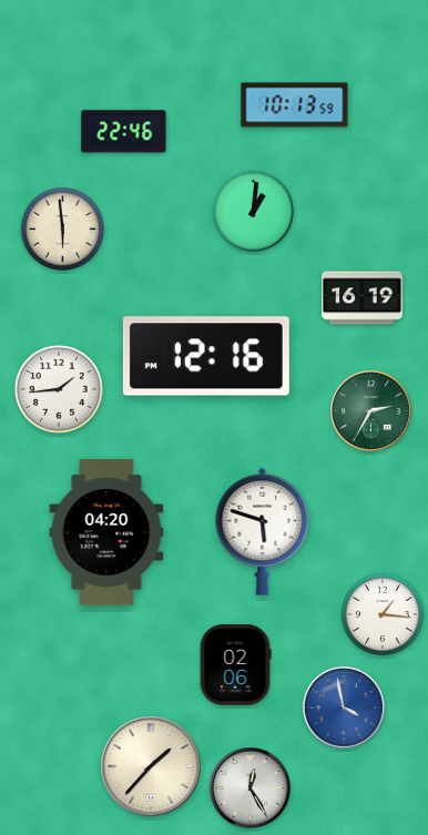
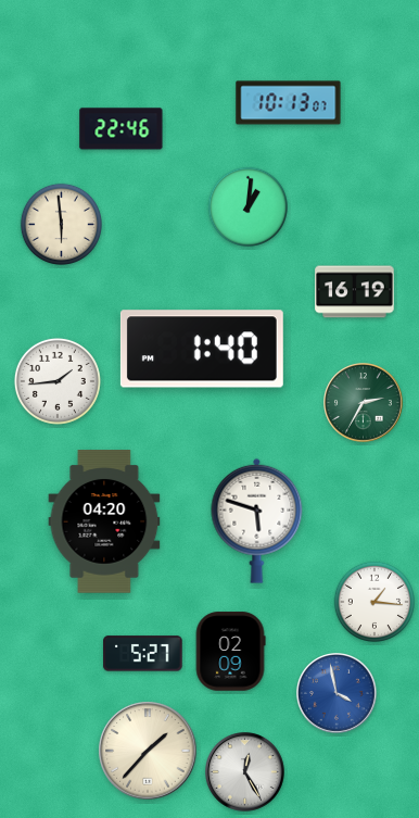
clock at (295, 105): 10:13:59 -> 10:13:07
clock at (206, 356): 12:16 -> 1:40
clock at (235, 665): 02:06 -> 02:09
clock at (143, 654): none -> 5:27
